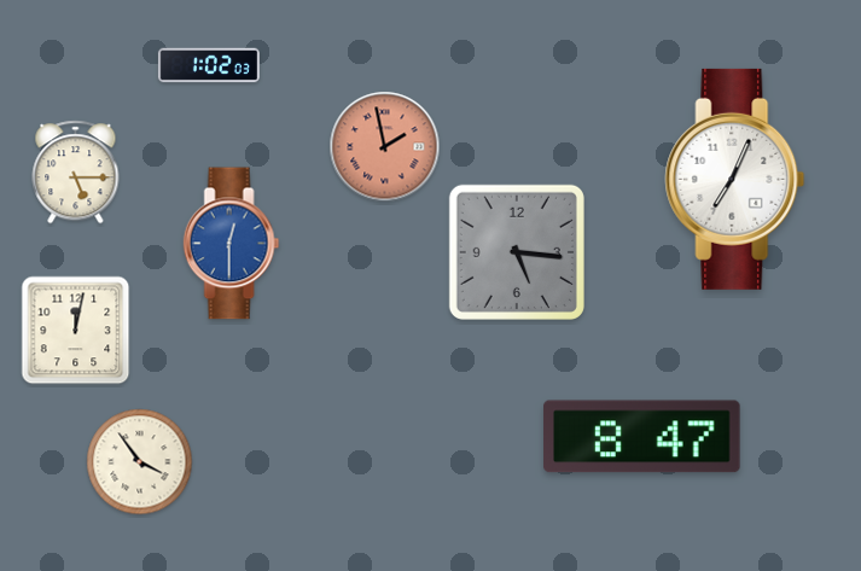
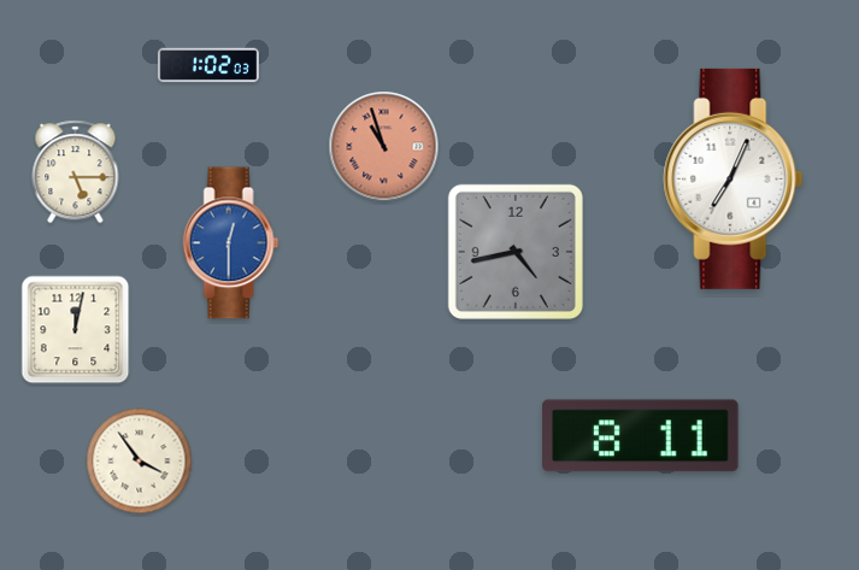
clock at (385, 147): 1:58 -> 10:57
clock at (517, 252): 5:16 -> 4:43
clock at (642, 437): 8:47 -> 8:11
